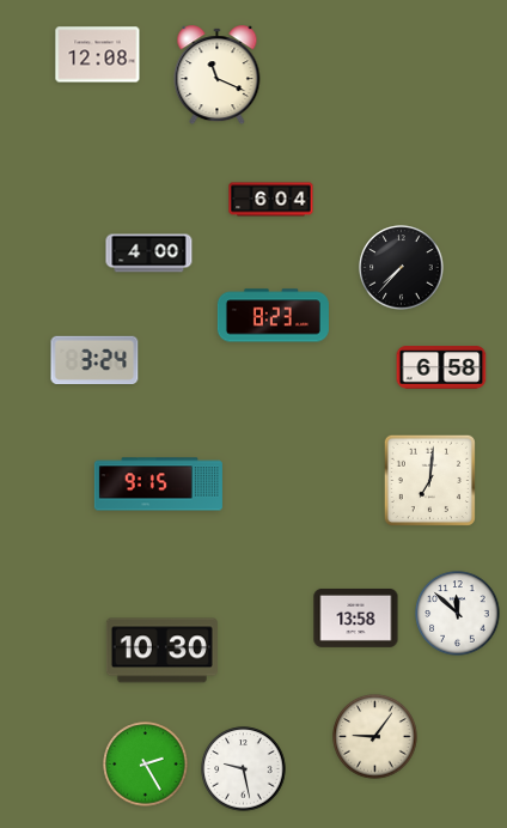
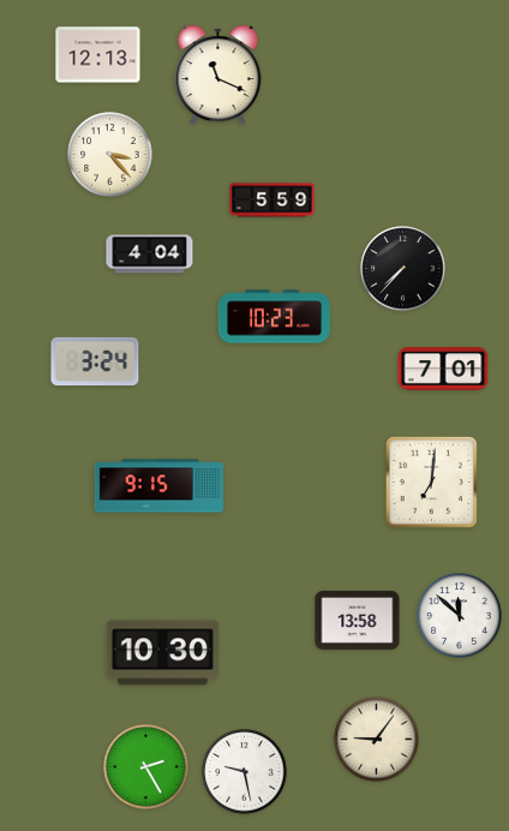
clock at (98, 55): 12:08 -> 12:13
clock at (110, 155): none -> 3:23
clock at (271, 200): 6:04 -> 5:59
clock at (149, 254): 4:00 -> 4:04
clock at (273, 316): 8:23 -> 10:23
clock at (441, 367): 6:58 -> 7:01
